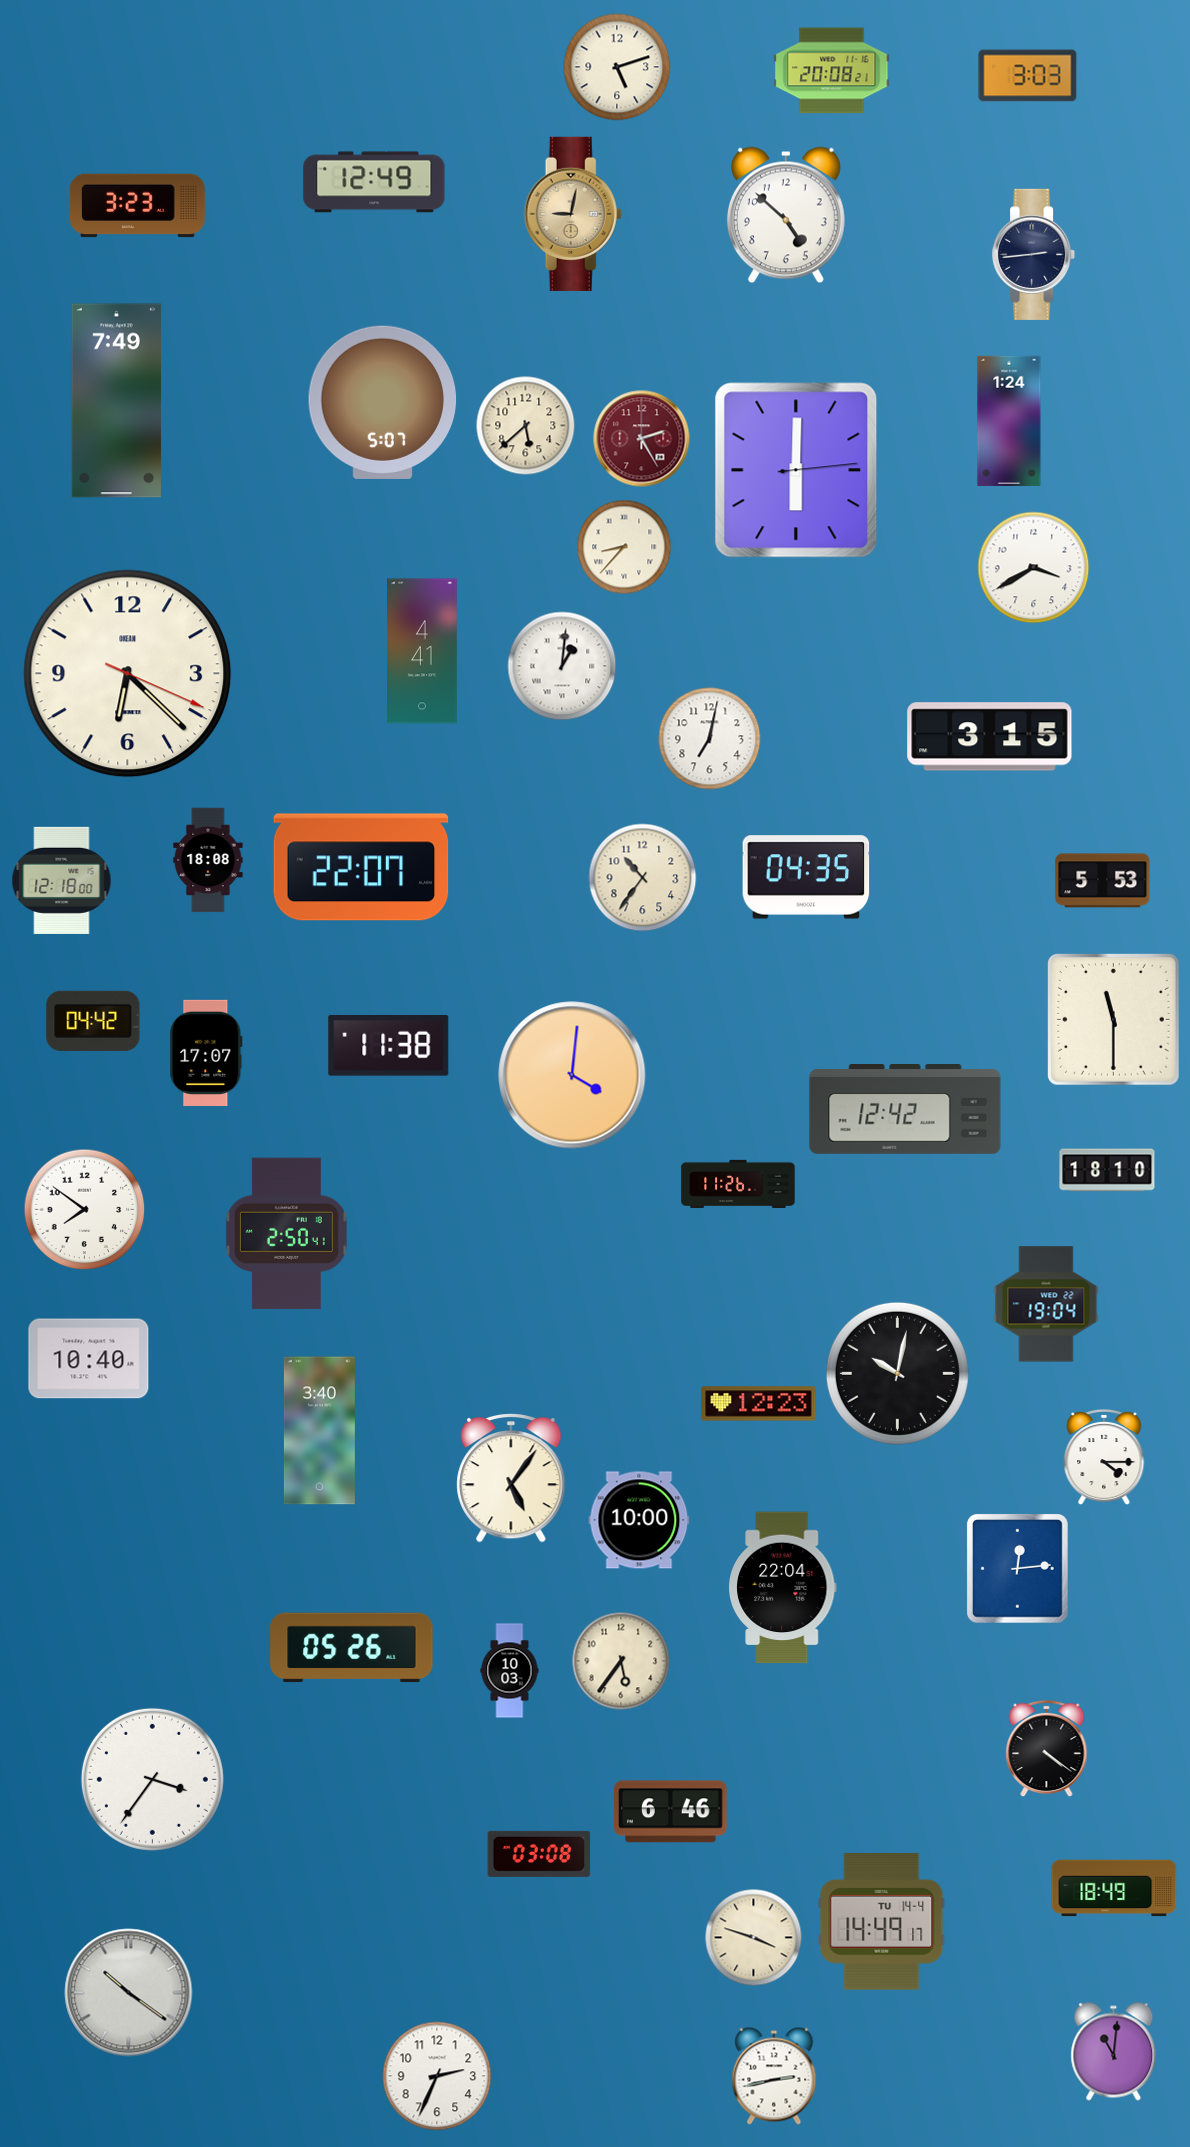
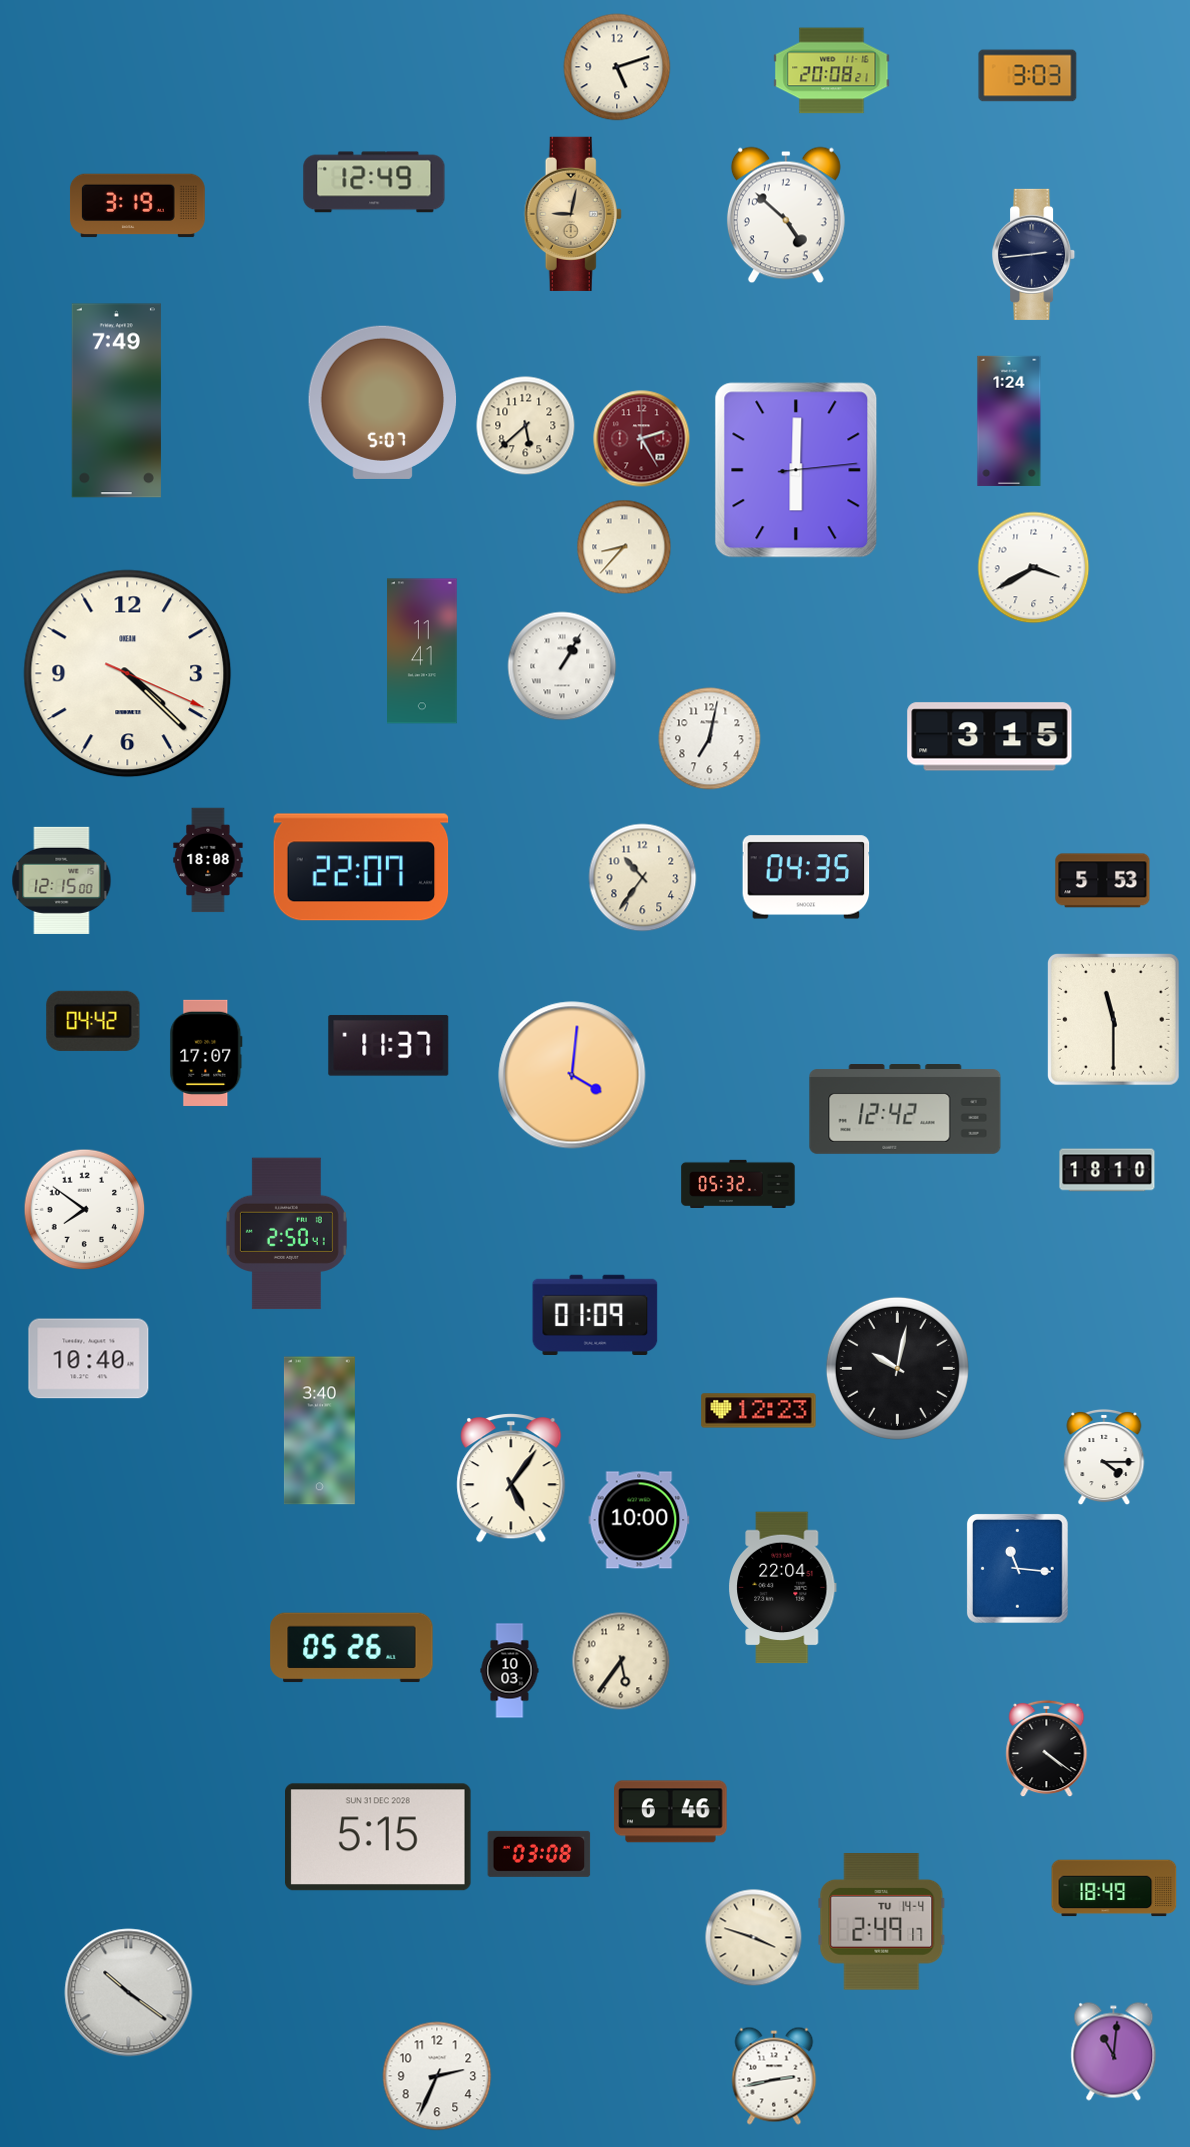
clock at (137, 206): 3:23 -> 3:19
clock at (423, 651): 4:41 -> 11:41
clock at (562, 666): 1:01 -> 1:05
clock at (128, 674): 6:22 -> 4:22
clock at (62, 880): 12:18 -> 12:15
clock at (389, 1045): 11:38 -> 11:37
clock at (738, 1184): 11:26 -> 05:32
clock at (1046, 1304): 19:04 -> none
clock at (595, 1314): none -> 01:09
clock at (897, 1373) position: (897, 1373) -> (897, 1368)
clock at (759, 1404) position: (759, 1404) -> (759, 1411)
clock at (1017, 1569): 12:14 -> 11:16
clock at (152, 1779): 3:36 -> none
clock at (379, 1837): none -> 5:15
clock at (882, 1922): 14:49 -> 2:49
